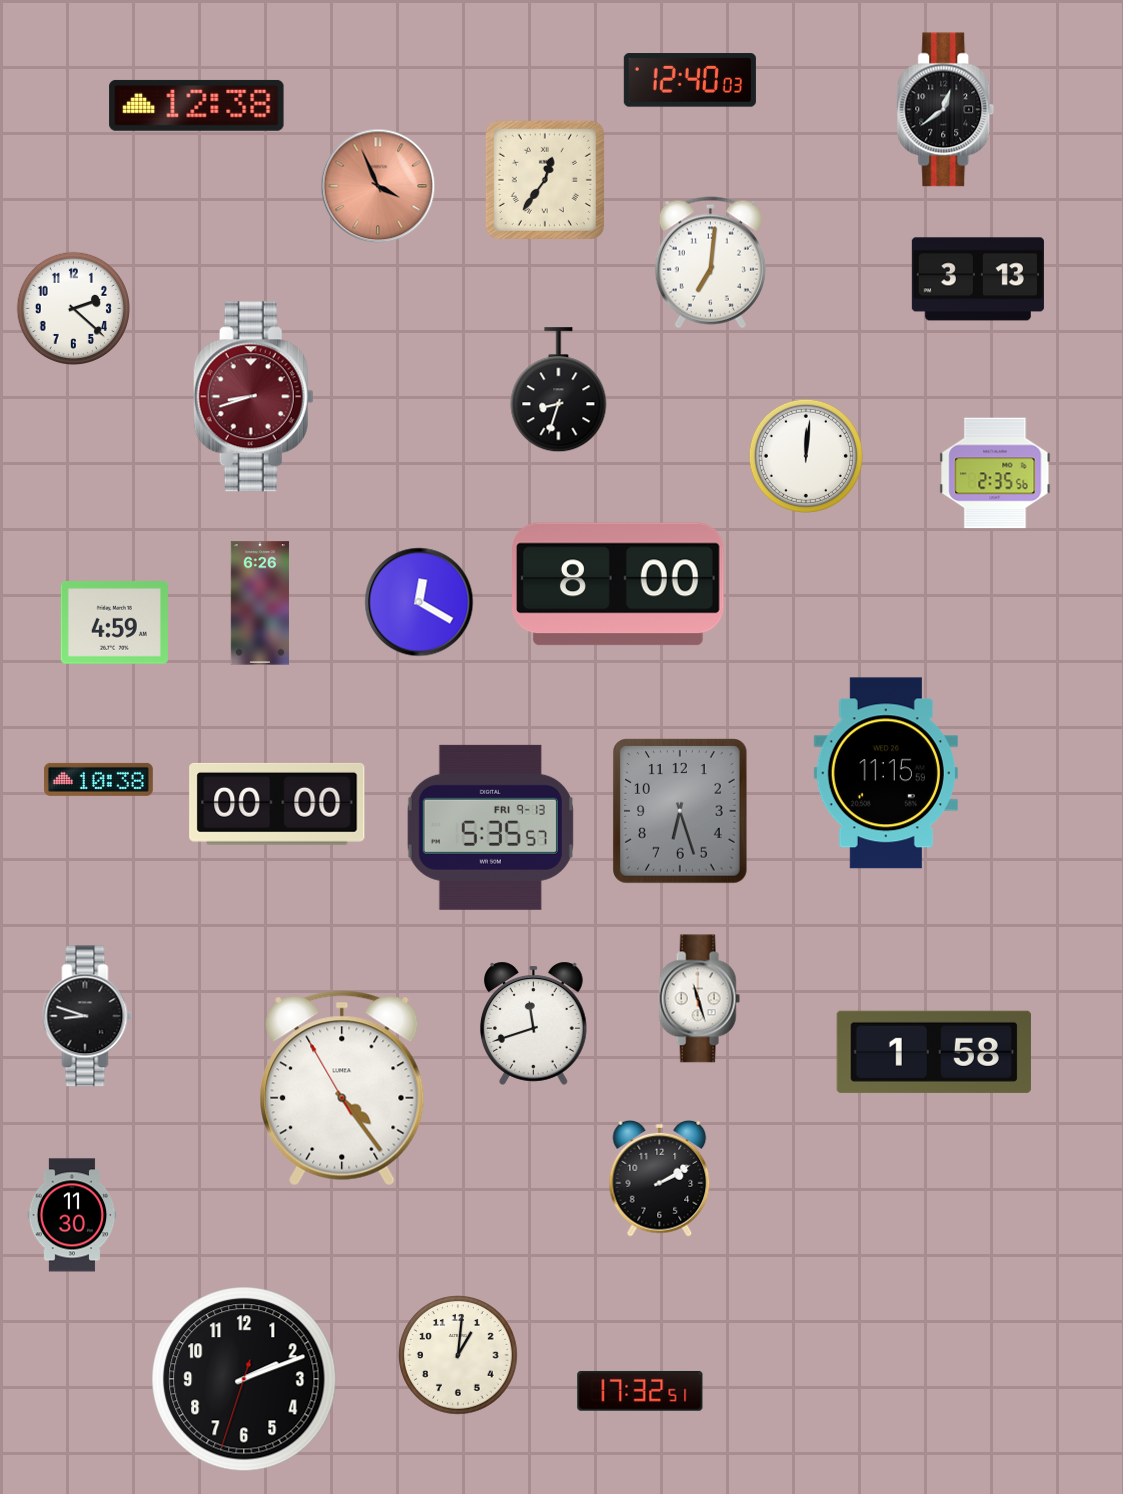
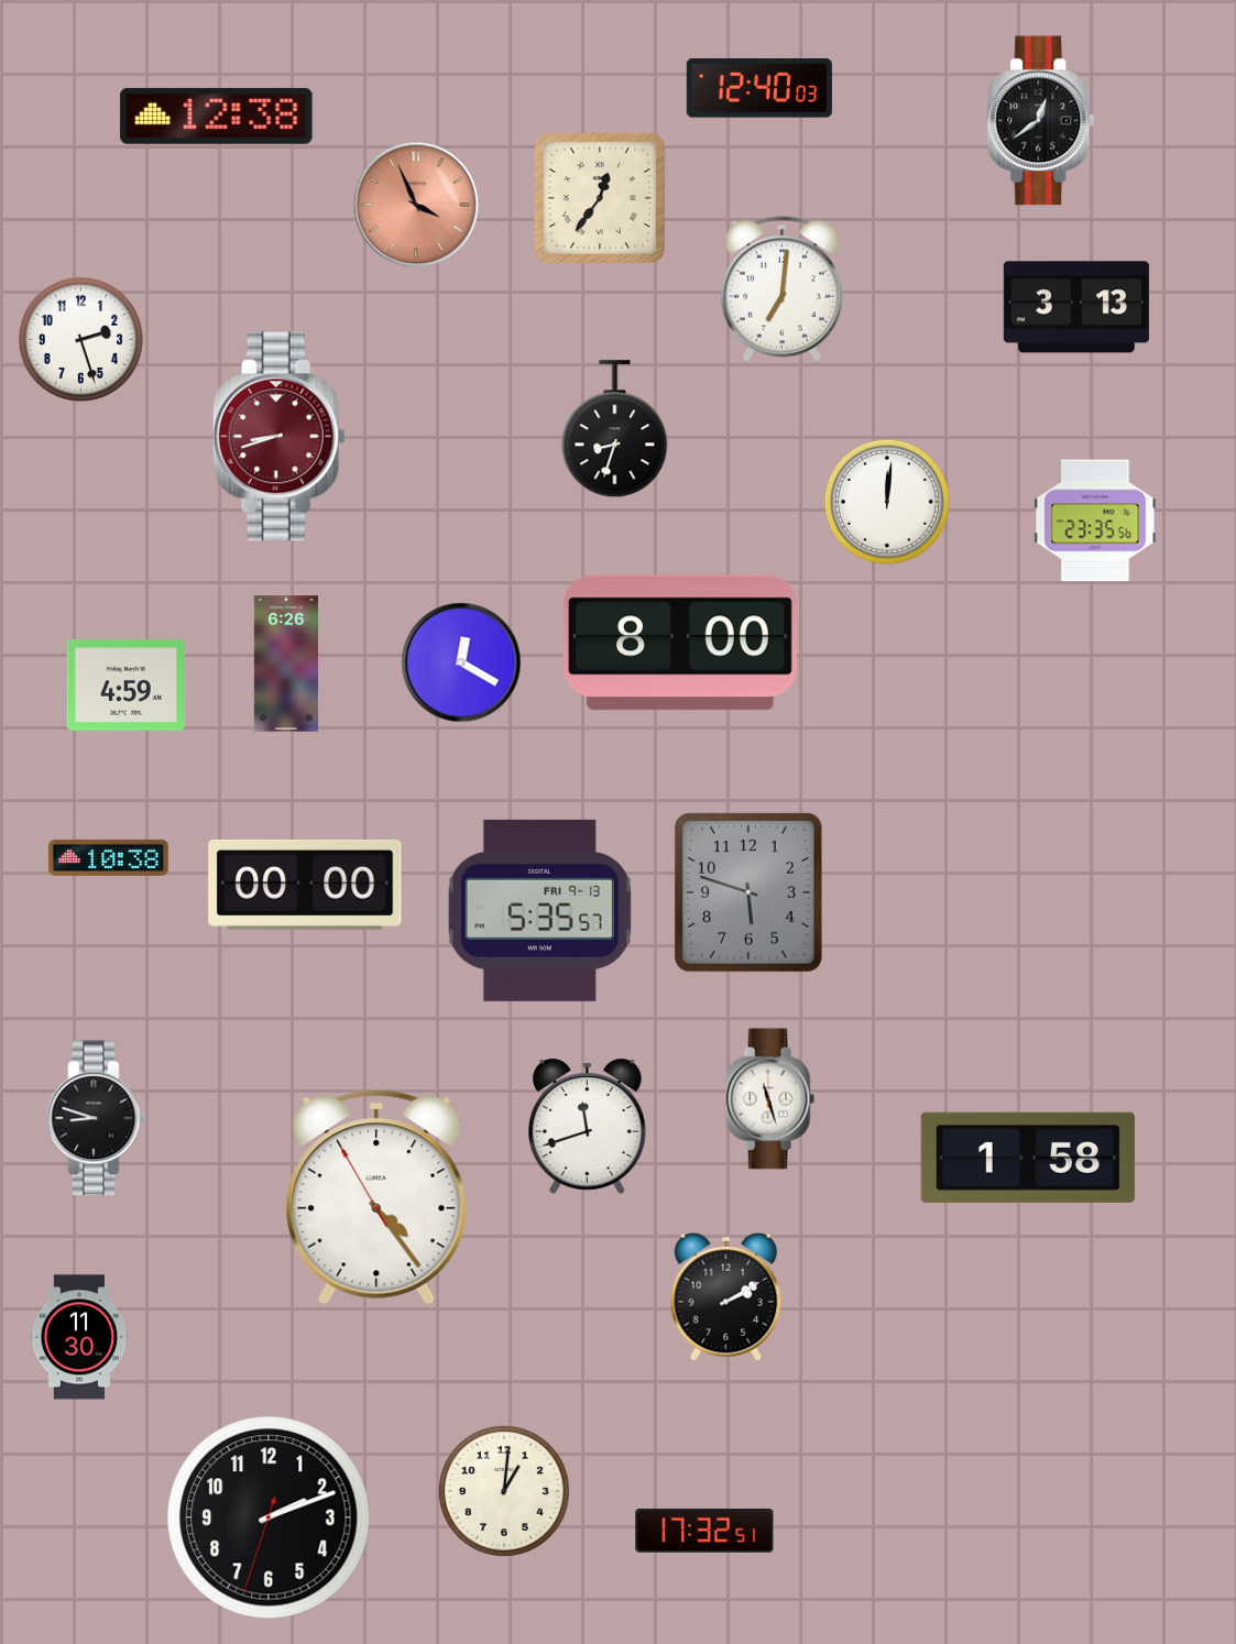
clock at (73, 308): 2:22 -> 2:27
clock at (995, 473): 2:35 -> 23:35
clock at (886, 773): 11:15 -> none
clock at (680, 811): 6:27 -> 5:48
